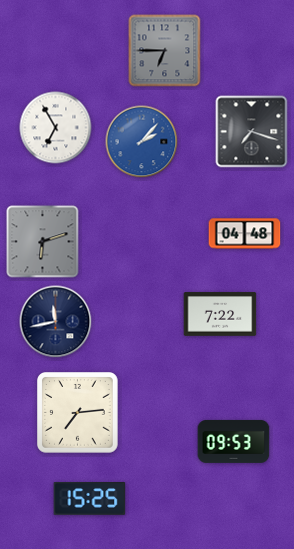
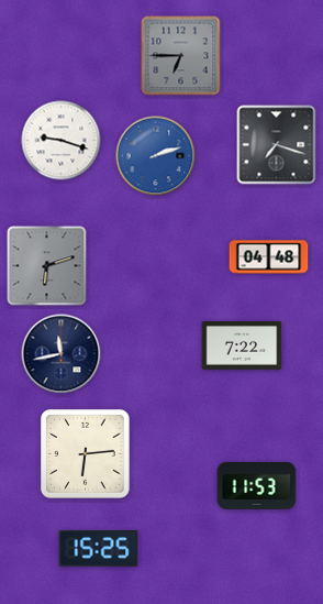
clock at (56, 128): 6:55 -> 9:18
clock at (142, 142): 2:07 -> 2:12
clock at (78, 413): 7:14 -> 6:14
clock at (234, 441): 09:53 -> 11:53
